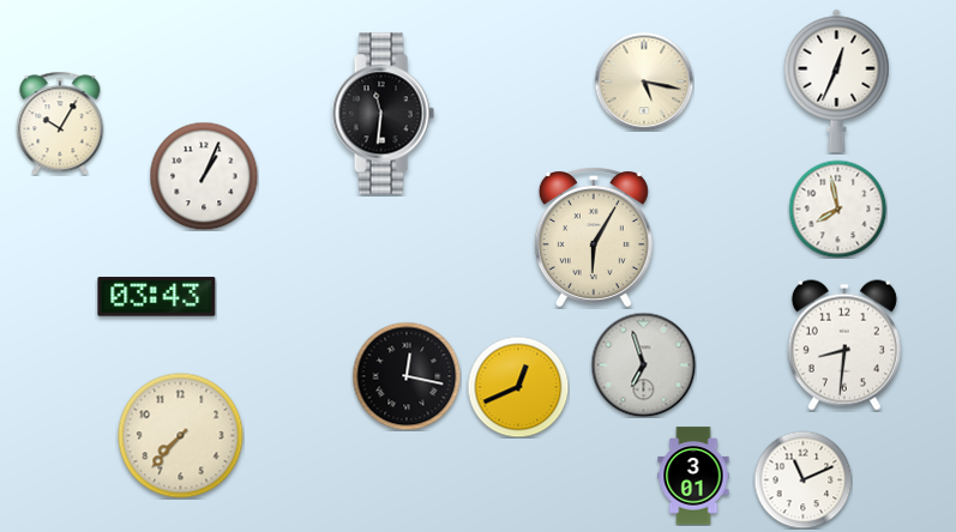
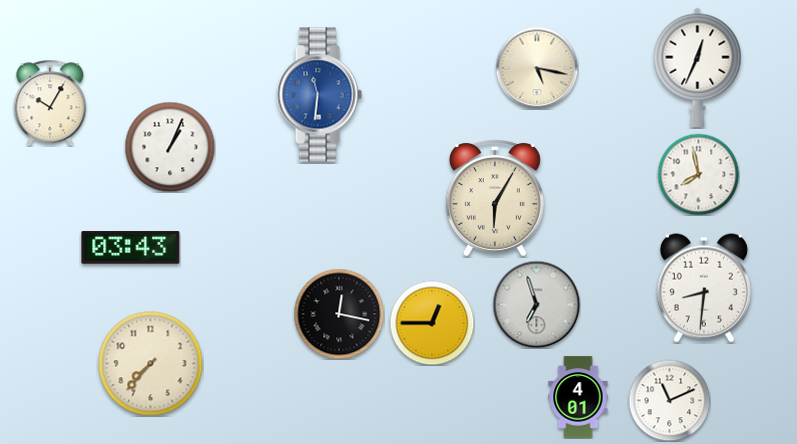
clock at (383, 114) dial: black -> blue
clock at (518, 387): 12:41 -> 12:45
clock at (693, 476): 3:01 -> 4:01
